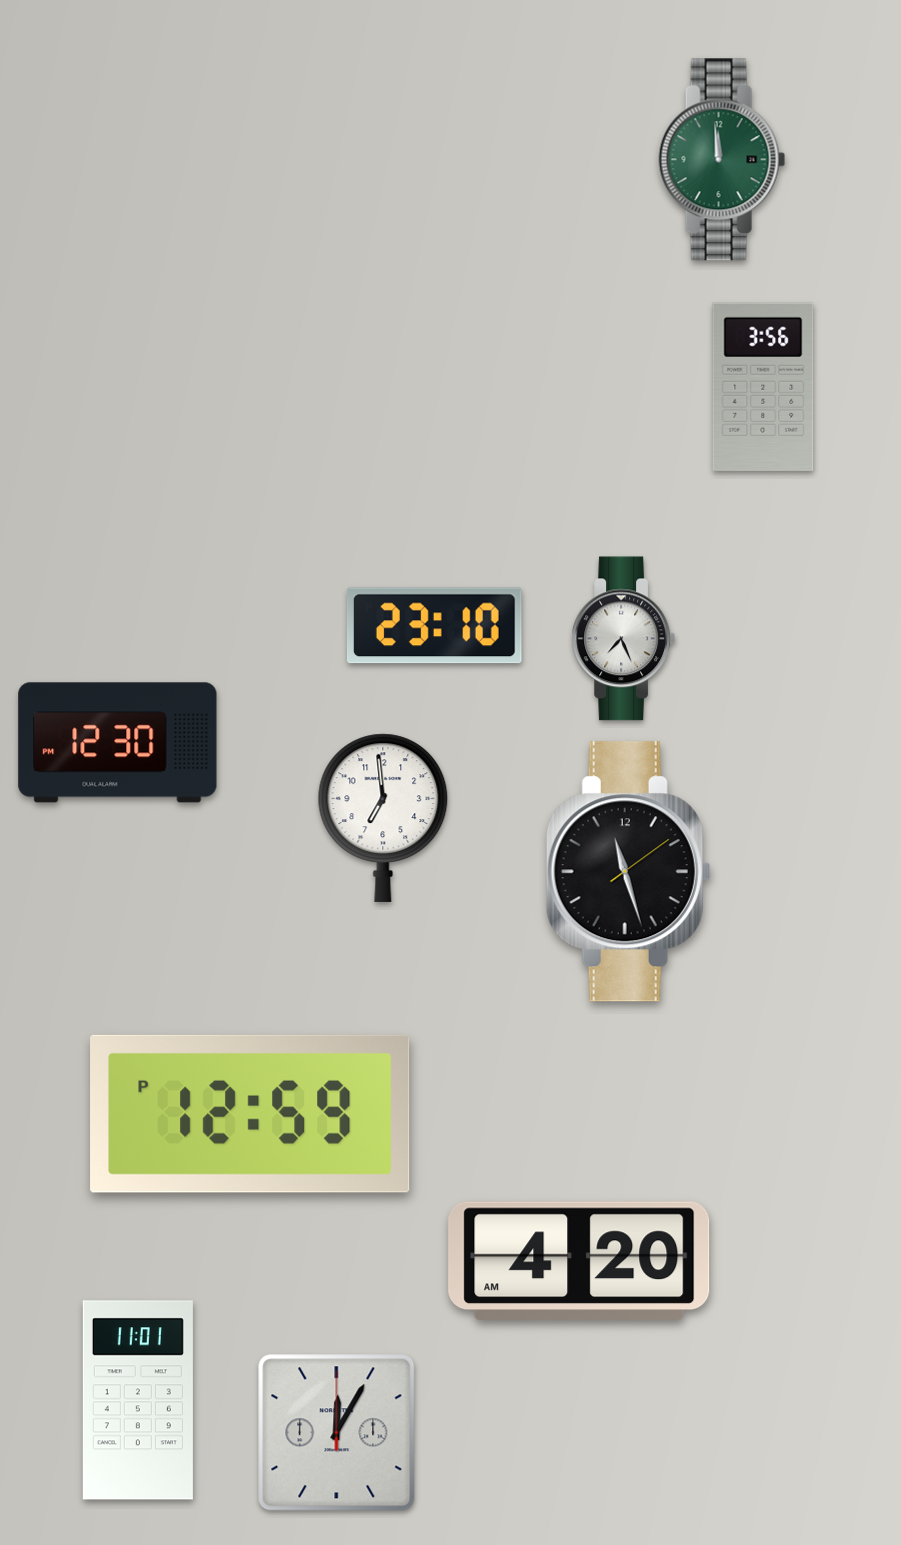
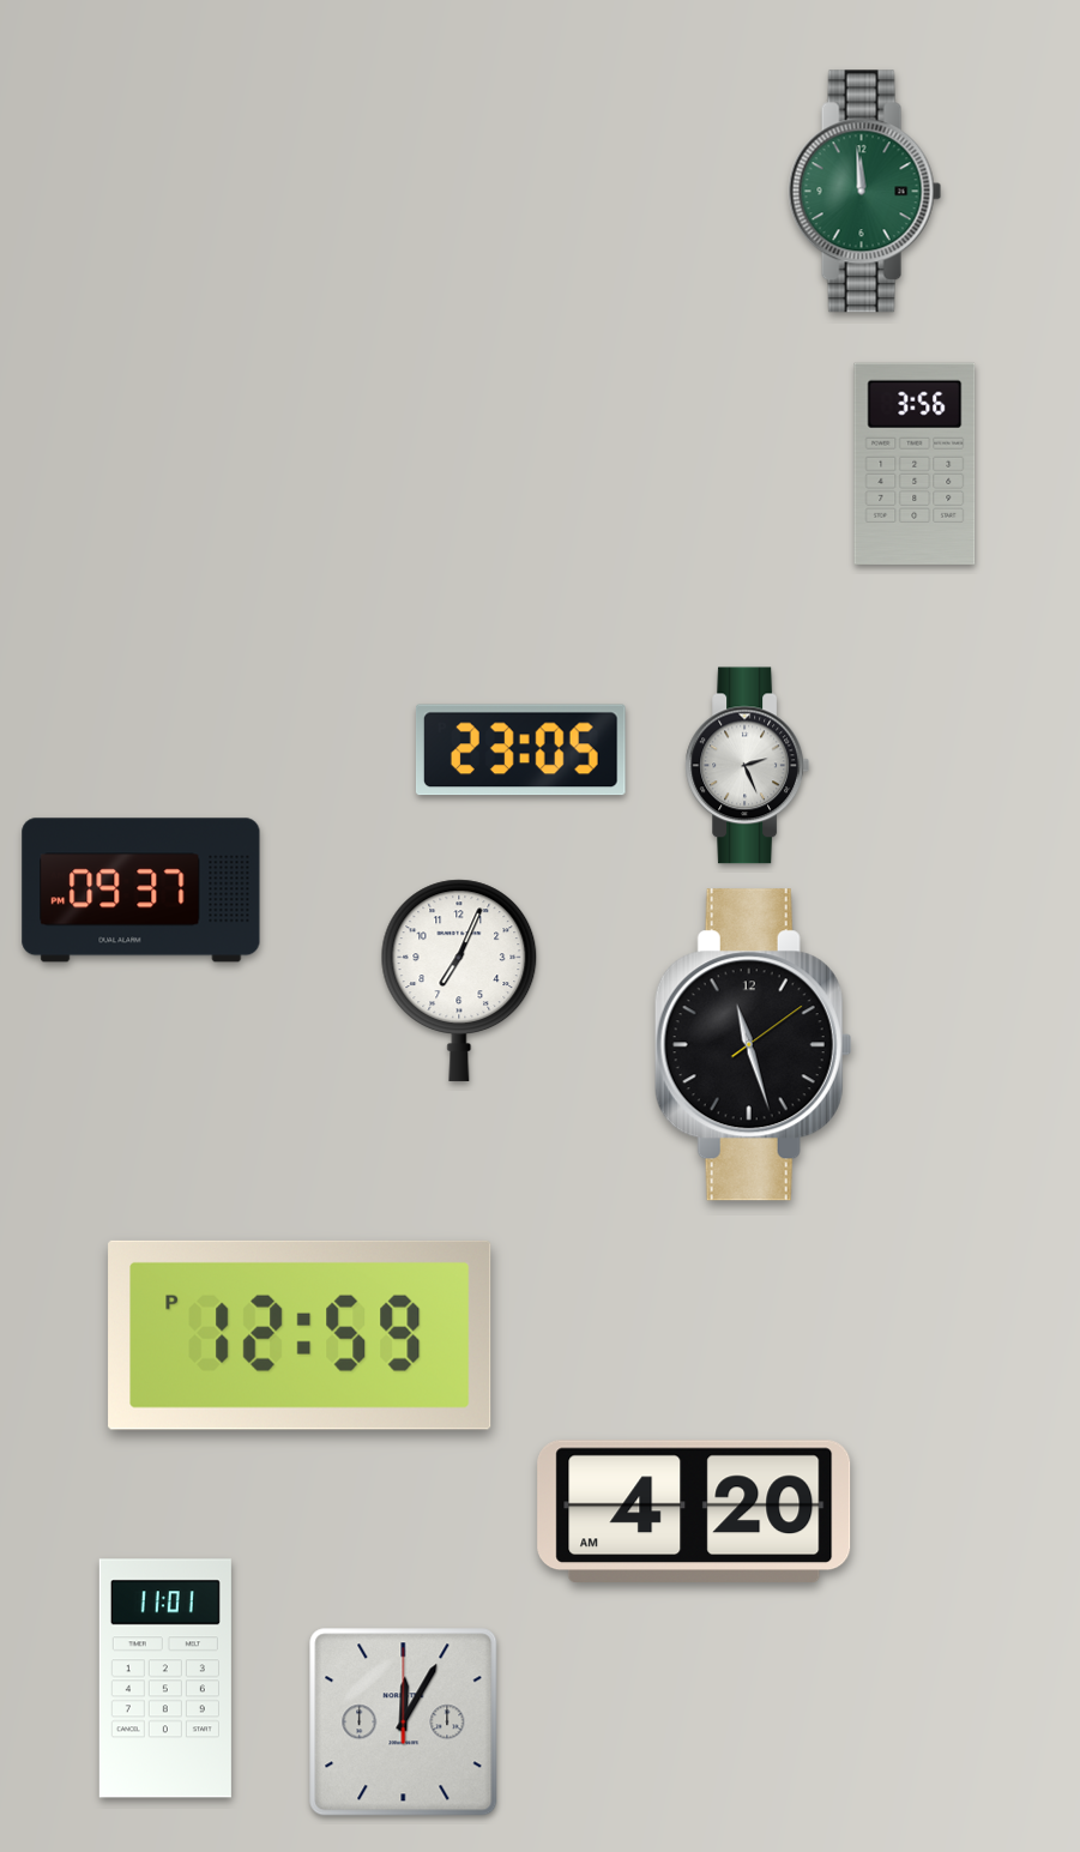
clock at (435, 626): 23:10 -> 23:05
clock at (623, 639): 7:26 -> 2:26
clock at (118, 743): 12:30 -> 09:37
clock at (383, 818): 6:59 -> 7:04
clock at (337, 1433) position: (337, 1433) -> (404, 1723)
